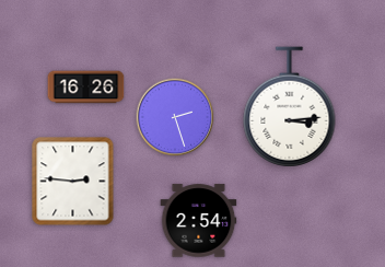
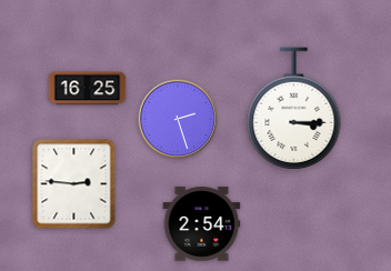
clock at (86, 88): 16:26 -> 16:25
clock at (290, 107): 3:14 -> 3:15
